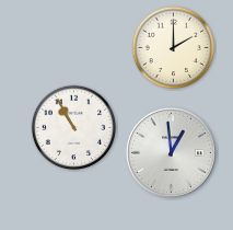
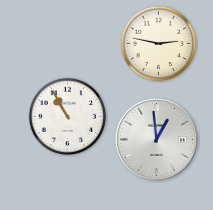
clock at (174, 48): 2:00 -> 2:47
